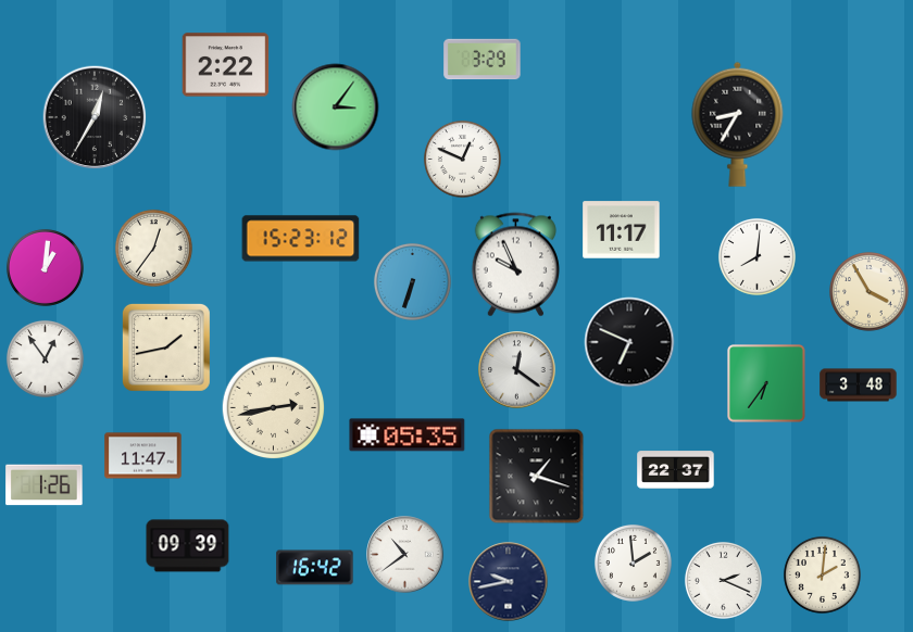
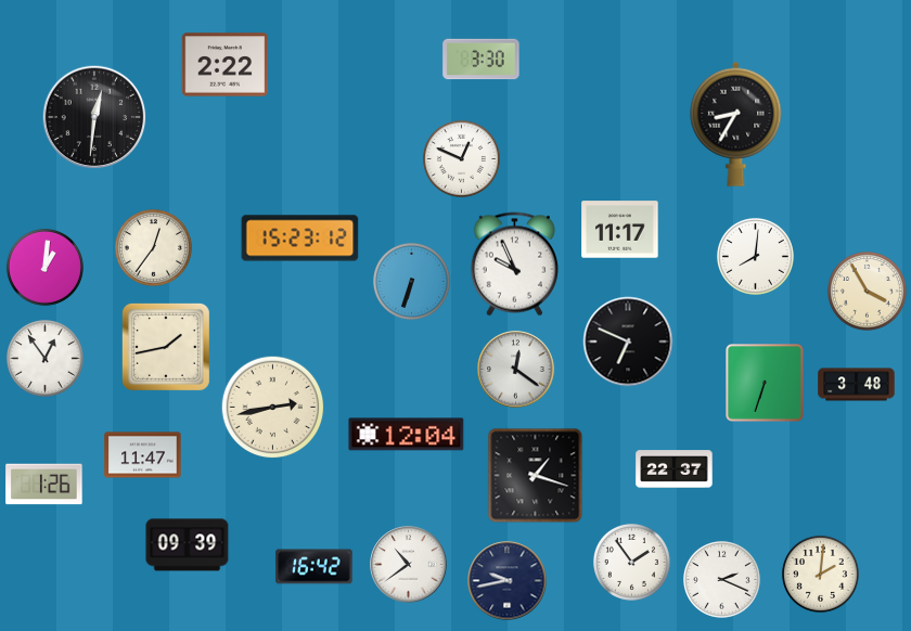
clock at (483, 60): 3:29 -> 3:30
clock at (336, 108): 3:06 -> none
clock at (95, 117): 12:35 -> 12:31
clock at (767, 384): 6:36 -> 6:33
clock at (408, 435): 05:35 -> 12:04
clock at (405, 555) position: (405, 555) -> (409, 565)
clock at (633, 563): 1:59 -> 1:54
